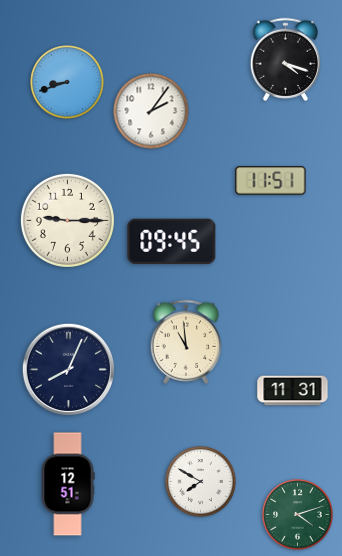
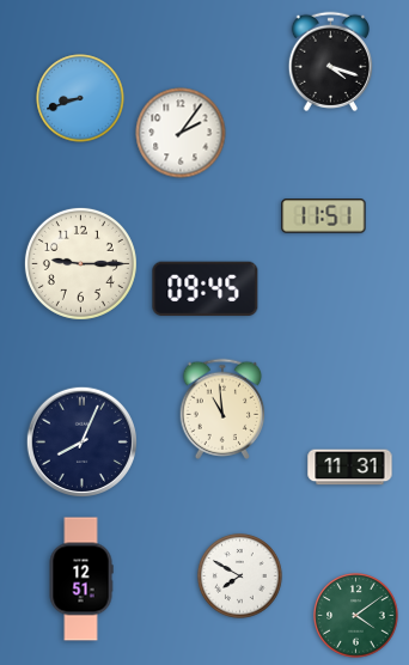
clock at (285, 59) position: (285, 59) -> (330, 61)
clock at (298, 515): 4:12 -> 4:09
